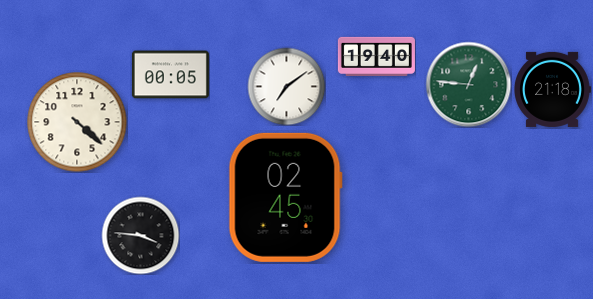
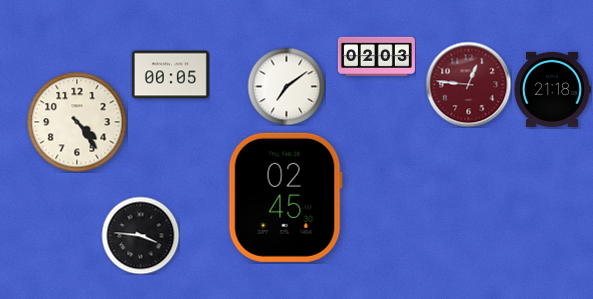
clock at (376, 56): 19:40 -> 02:03
clock at (468, 84) dial: green -> burgundy
clock at (77, 122): 4:22 -> 4:24
